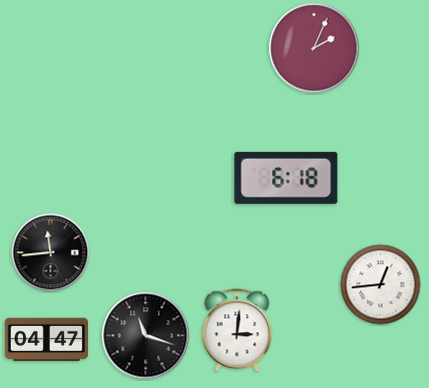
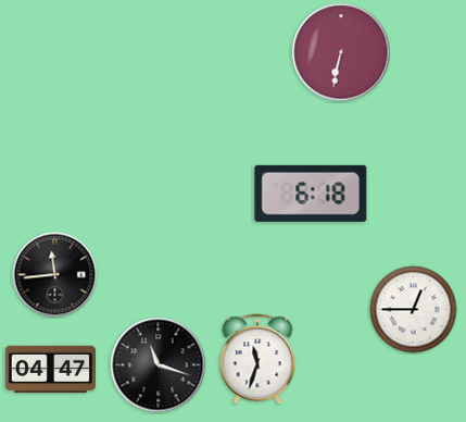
clock at (314, 48): 2:04 -> 6:32
clock at (381, 285): 12:44 -> 12:45
clock at (237, 330): 3:01 -> 11:33
